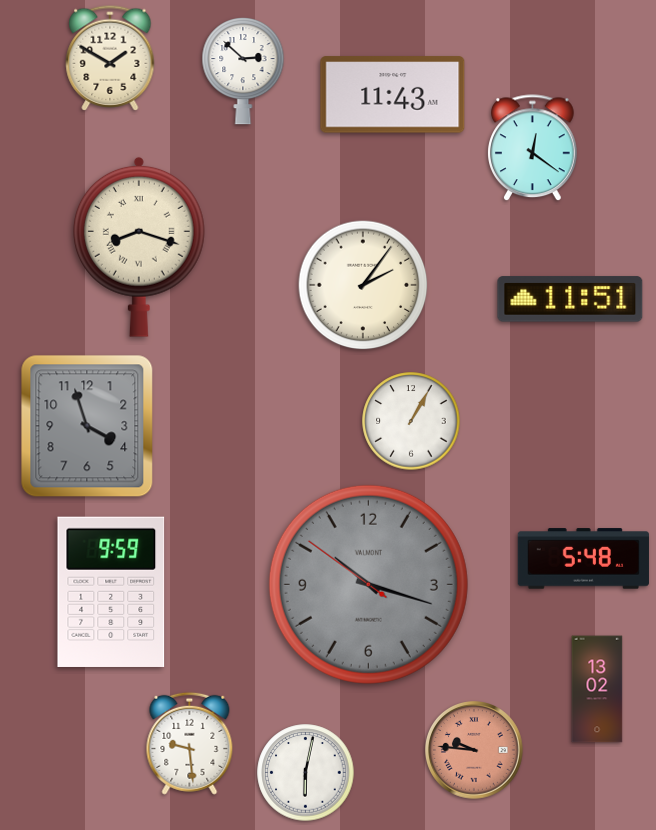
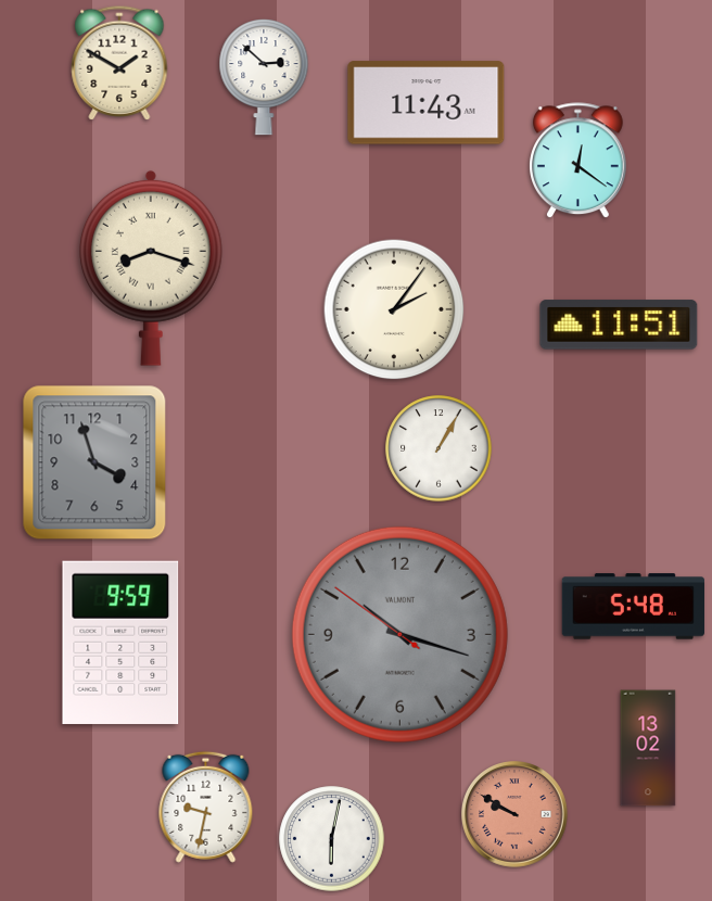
clock at (411, 421) position: (411, 421) -> (438, 448)
clock at (190, 743): 9:29 -> 9:32
clock at (475, 751): 9:46 -> 9:50
